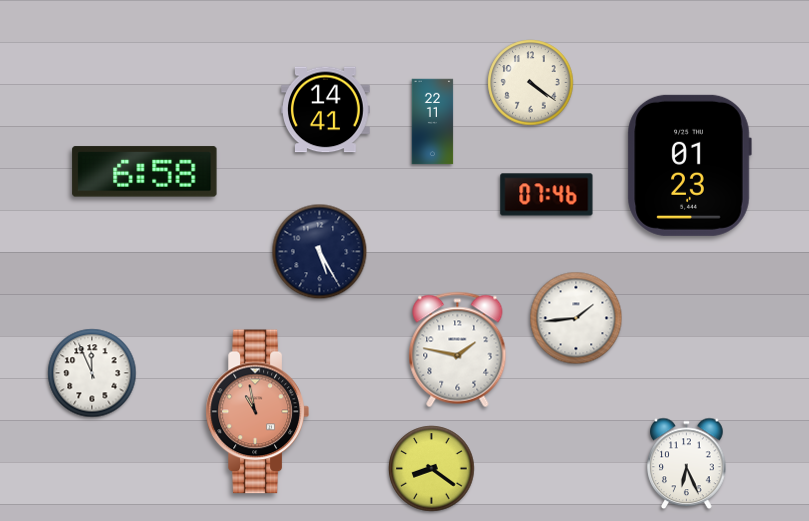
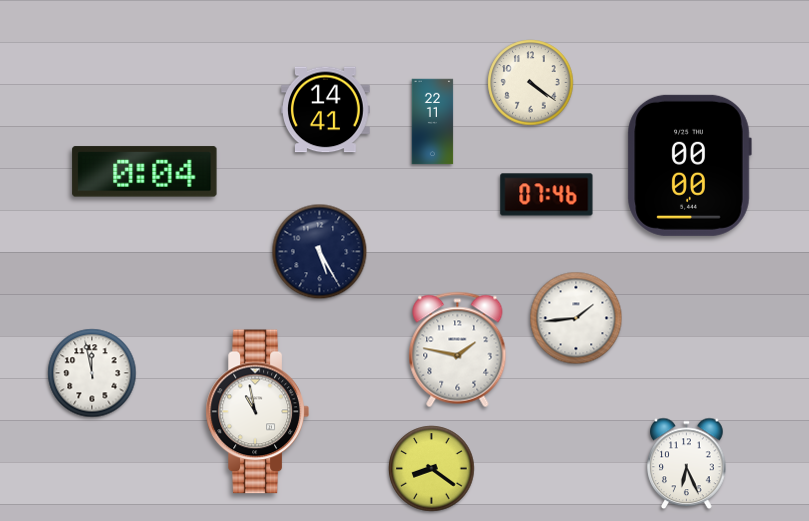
clock at (689, 165): 01:23 -> 00:00
clock at (145, 172): 6:58 -> 0:04
clock at (92, 373): 11:56 -> 11:58
clock at (257, 412) dial: salmon -> white
